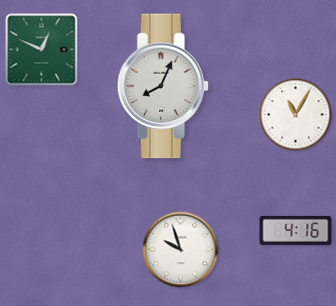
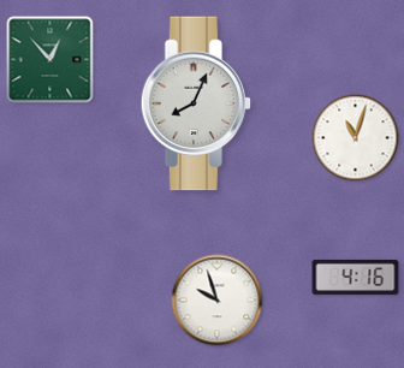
clock at (42, 50): 12:49 -> 12:53
clock at (296, 115): 11:05 -> 11:03
